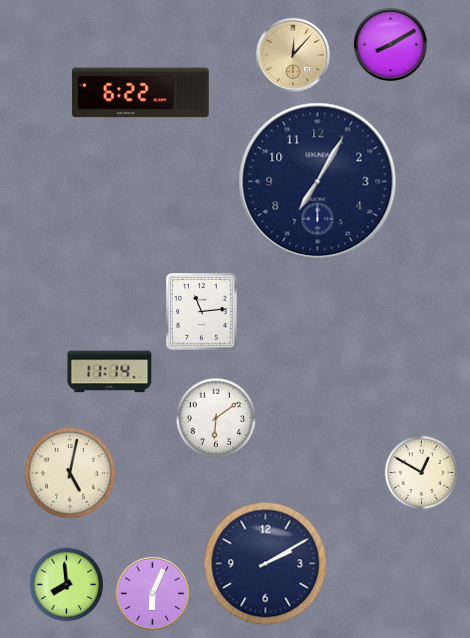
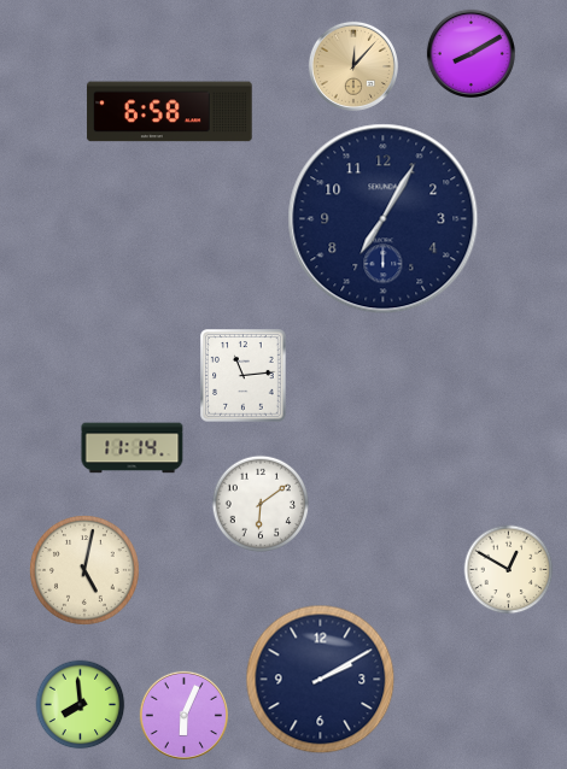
clock at (141, 93): 6:22 -> 6:58
